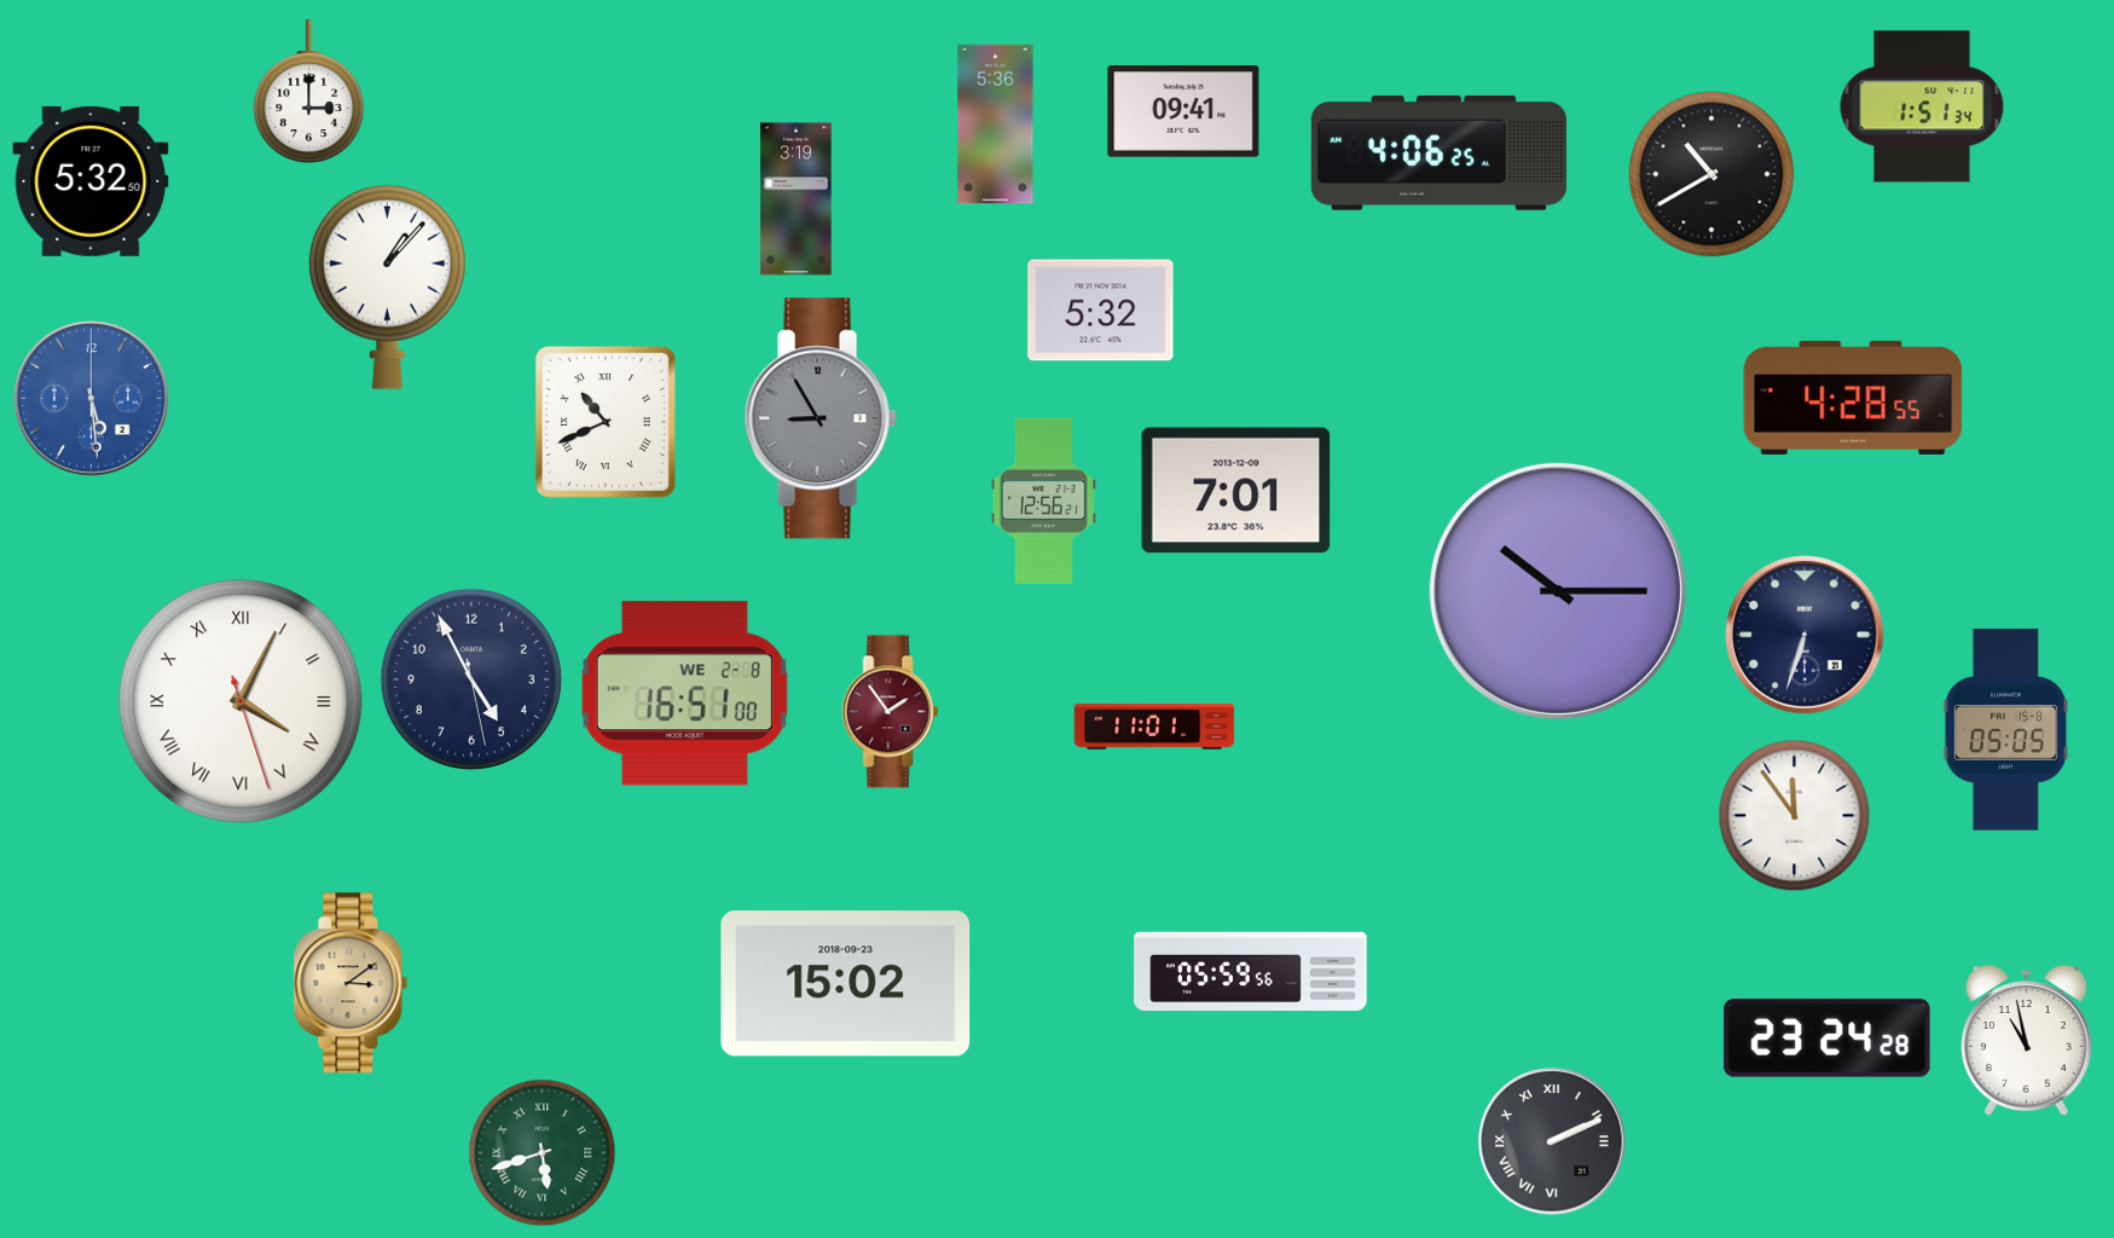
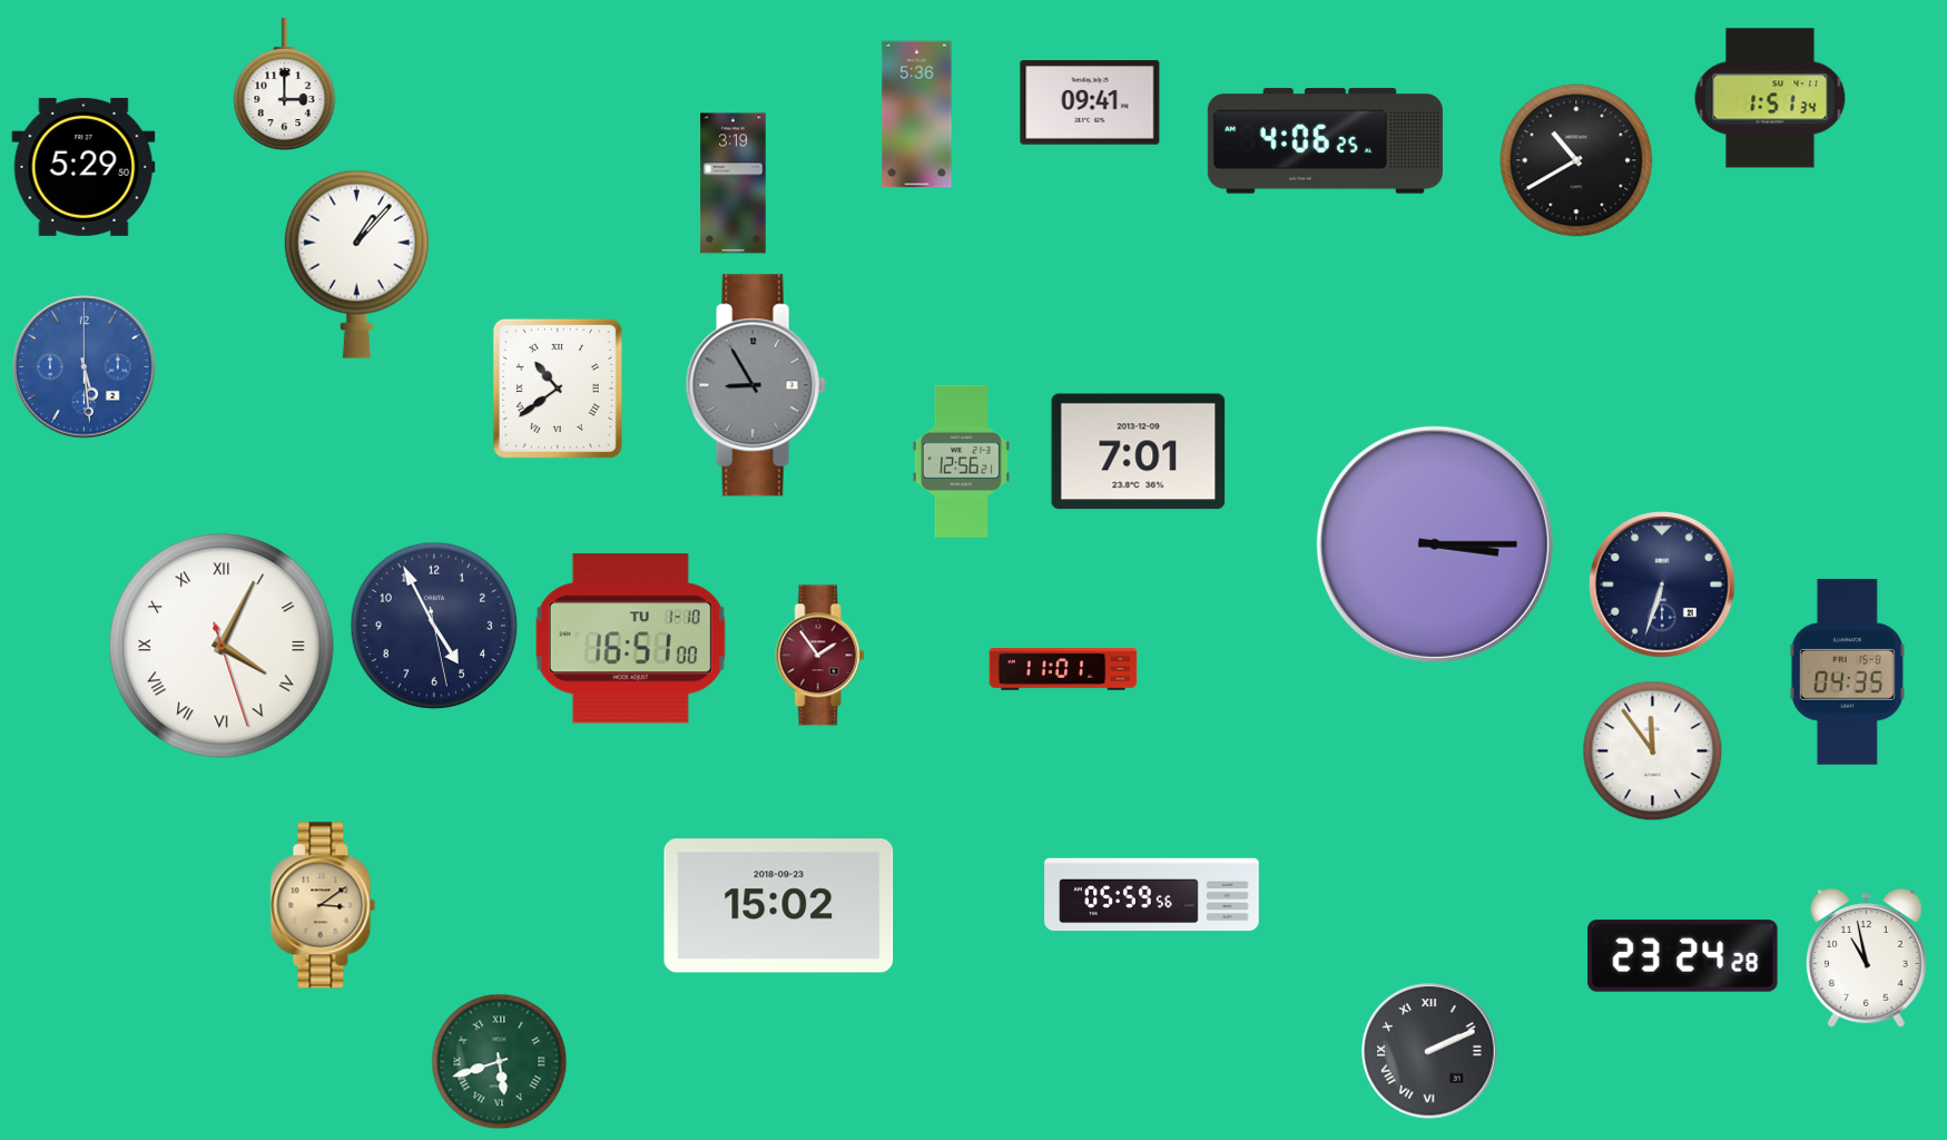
clock at (91, 181): 5:32 -> 5:29
clock at (1101, 311): 5:32 -> none
clock at (1853, 398): 4:28 -> none
clock at (606, 422): 10:41 -> 10:39
clock at (1558, 591): 10:15 -> 3:15
clock at (684, 694) date: WE 2-8 -> TU 1-10
clock at (2005, 729): 05:05 -> 04:35
